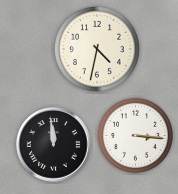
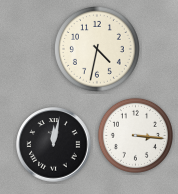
clock at (54, 145): 11:59 -> 12:02
